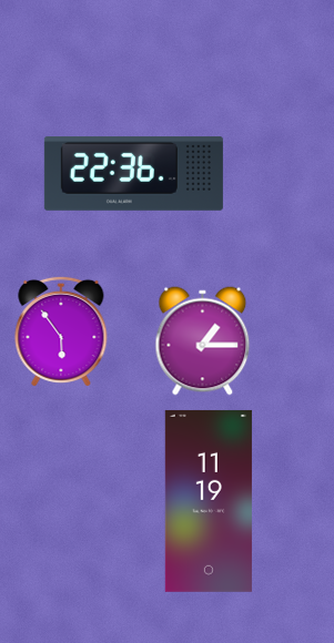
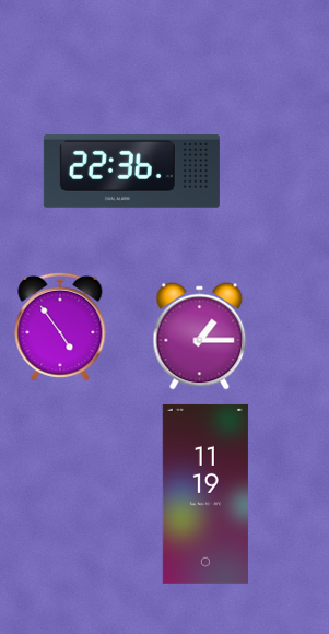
clock at (61, 331): 5:54 -> 4:54
